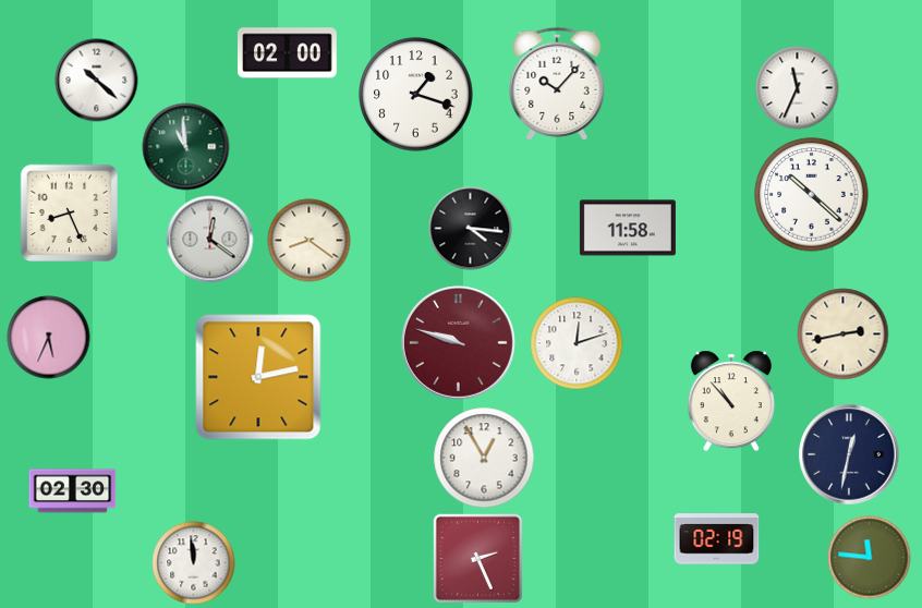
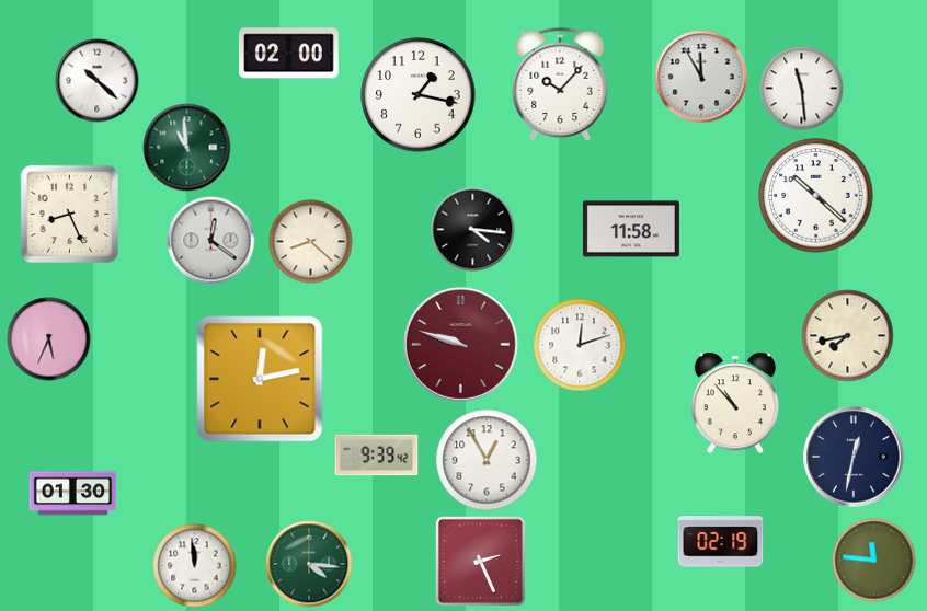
clock at (701, 77): none -> 11:55
clock at (798, 88): 11:34 -> 11:29
clock at (416, 95): 1:18 -> 1:17
clock at (310, 241): 8:21 -> 8:22
clock at (844, 335): 2:43 -> 7:43
clock at (377, 456): none -> 9:39
clock at (73, 491): 02:30 -> 01:30
clock at (309, 564): none -> 4:16
